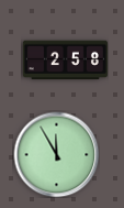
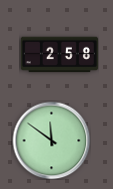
clock at (56, 154): 11:55 -> 11:51
